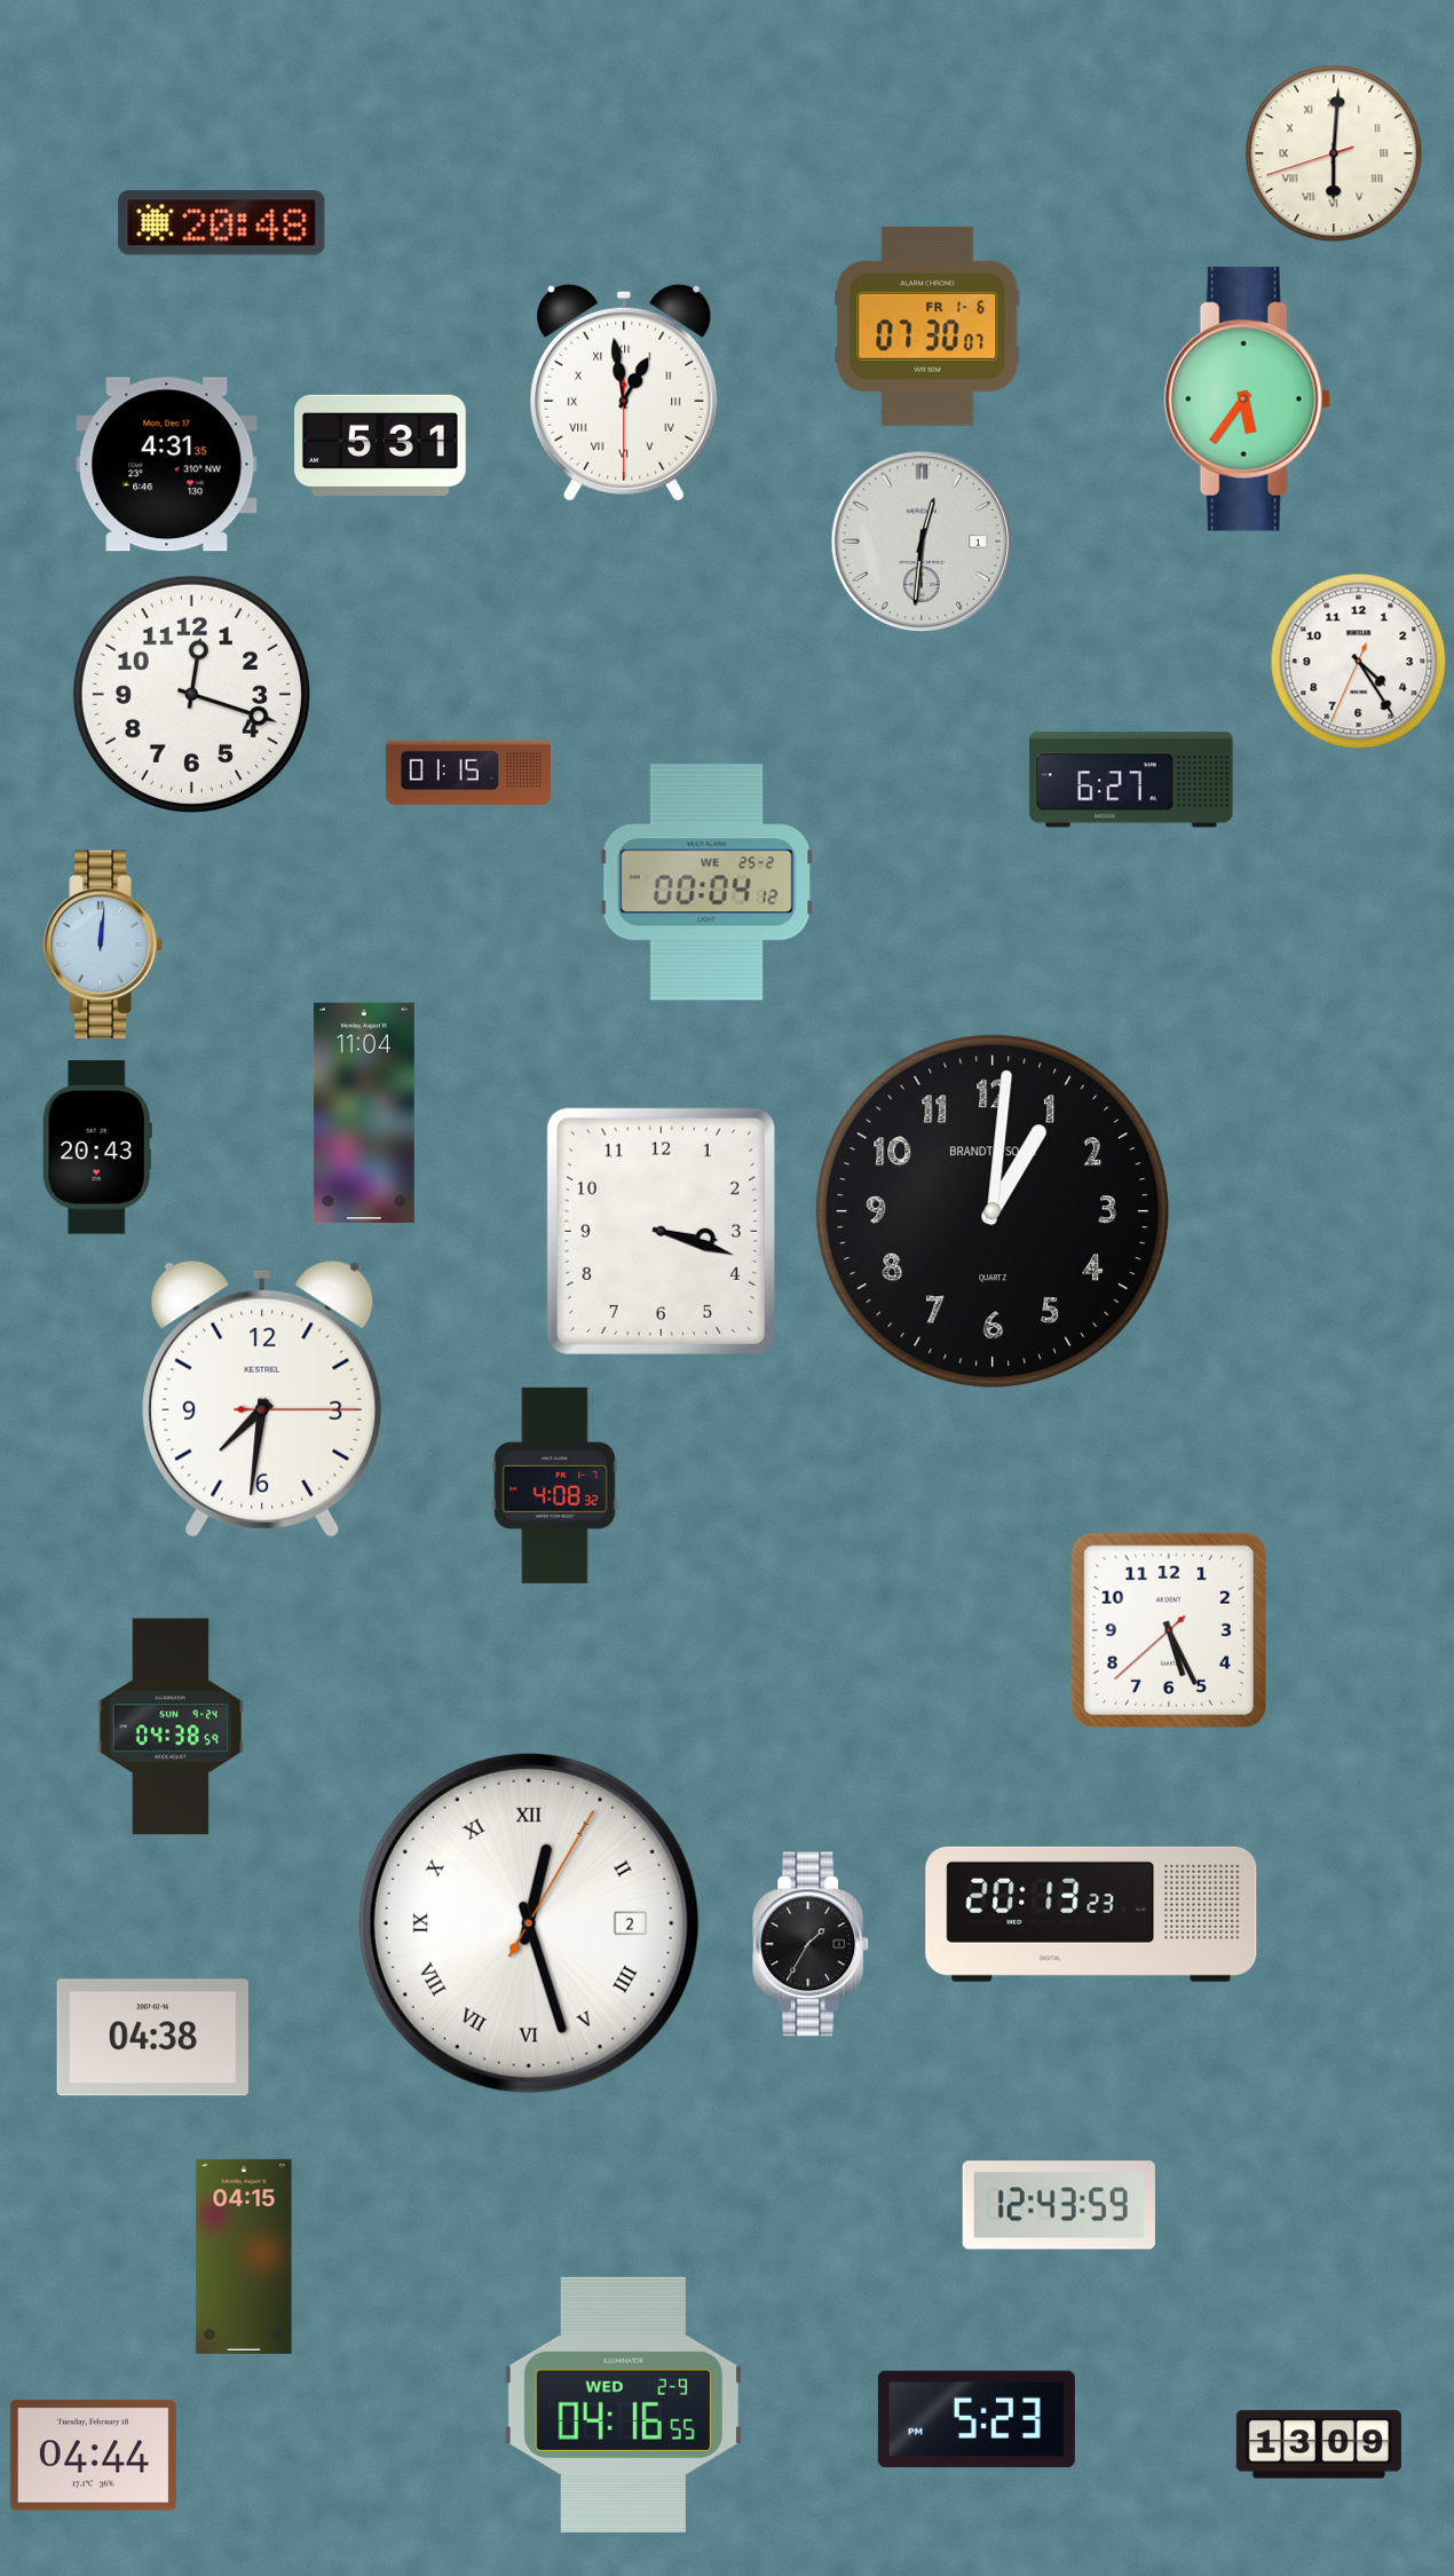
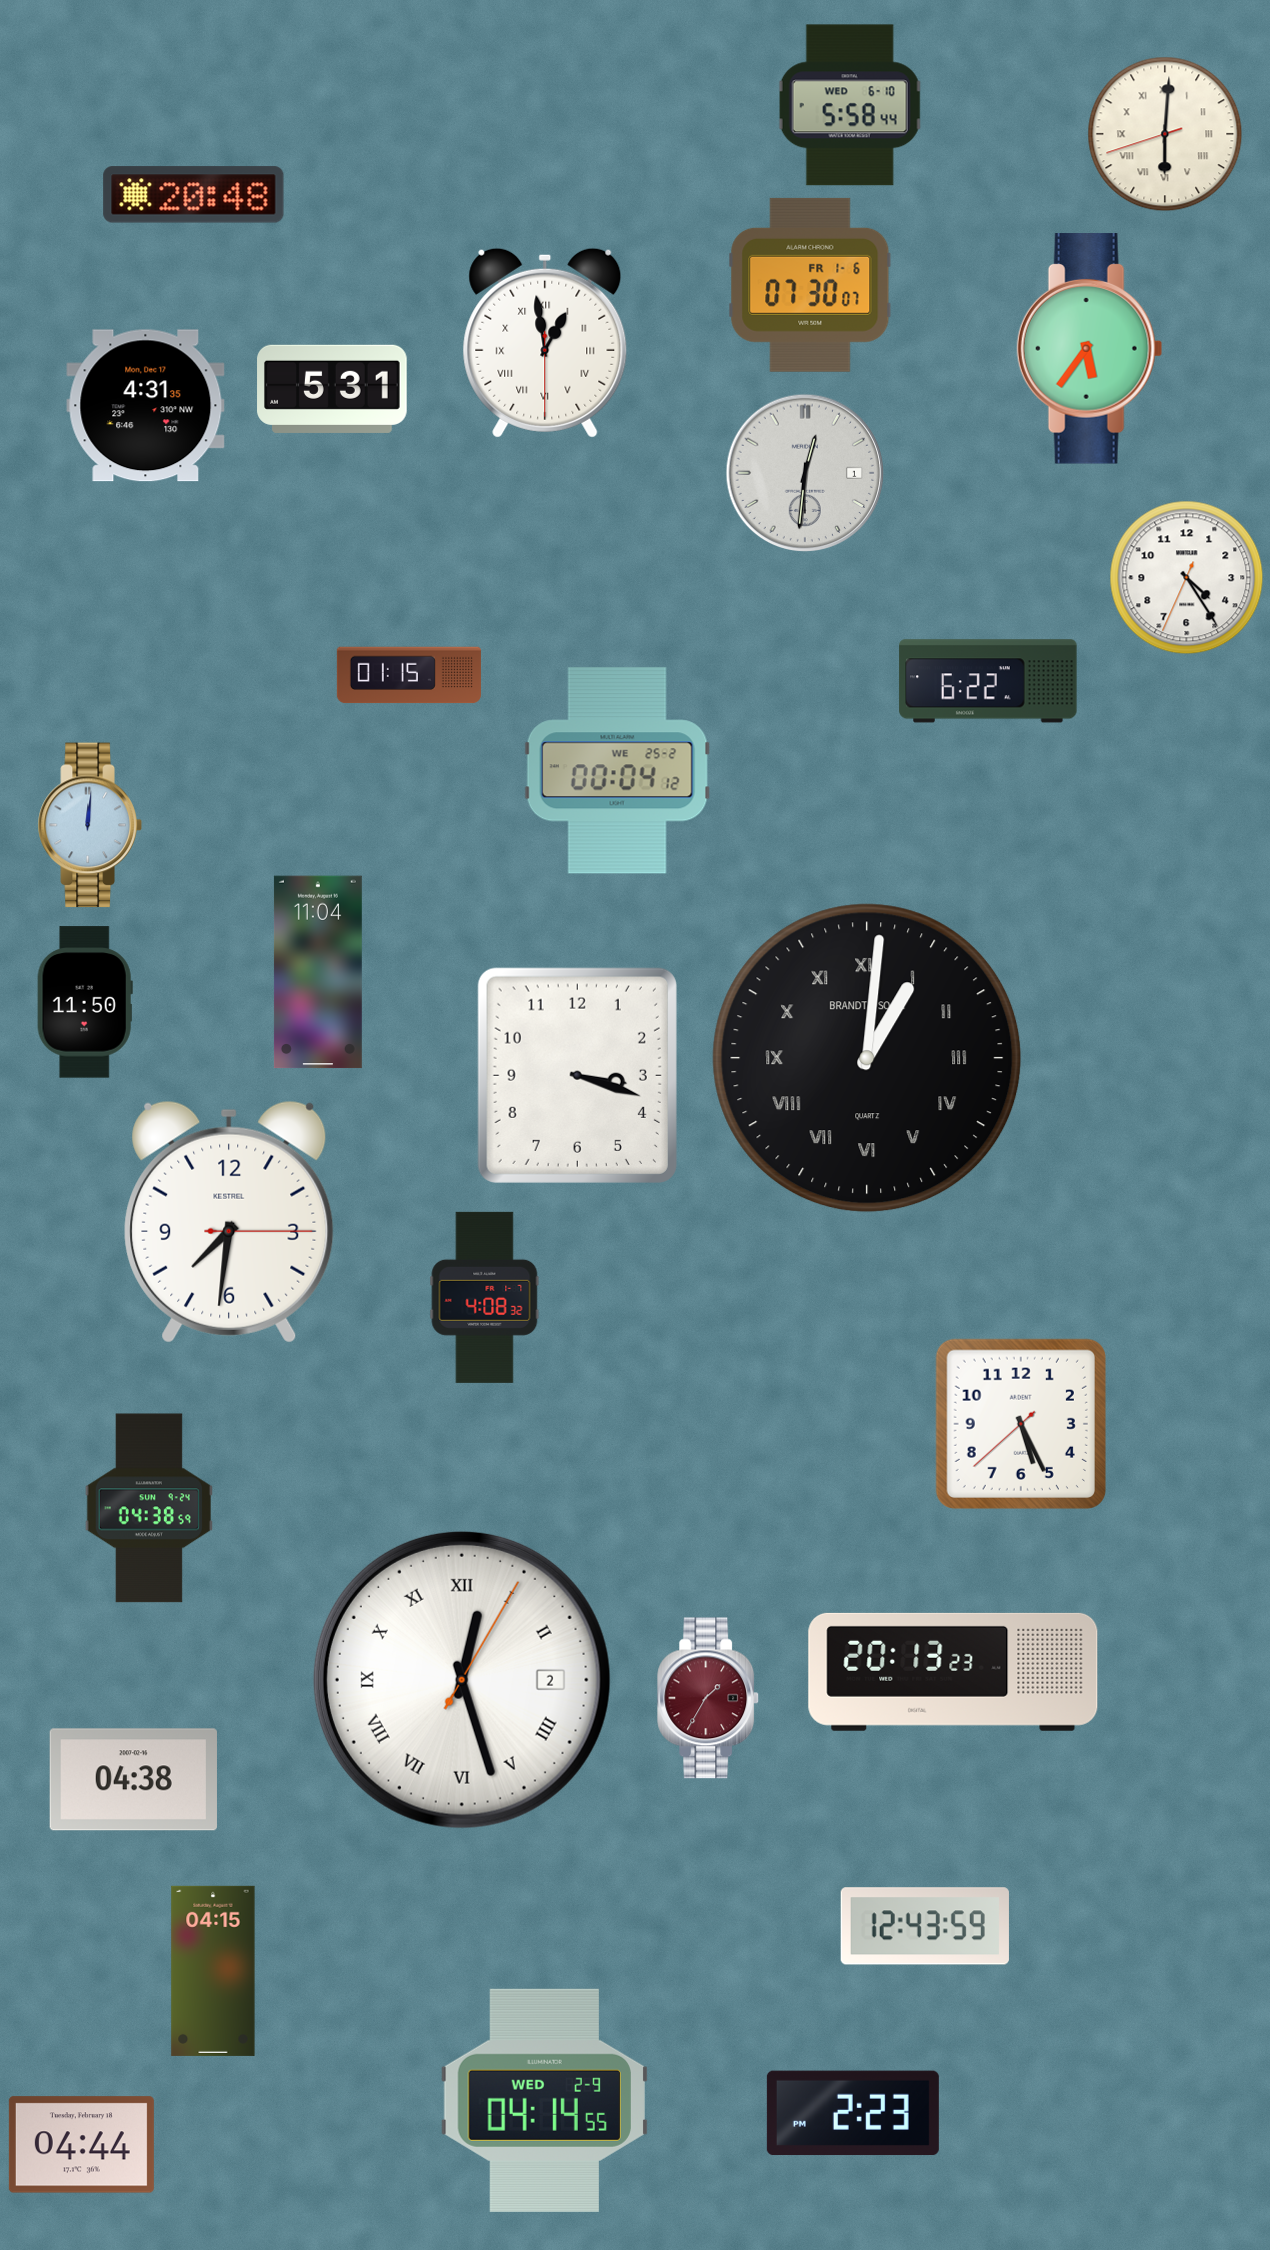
clock at (850, 105): none -> 5:58
clock at (191, 694): 12:18 -> none
clock at (1131, 780): 6:27 -> 6:22
clock at (97, 1147): 20:43 -> 11:50
clock at (993, 1211) numerals: Arabic -> Roman
clock at (812, 1944) dial: black -> burgundy
clock at (623, 2404): 04:16 -> 04:14
clock at (977, 2419): 5:23 -> 2:23
clock at (1319, 2444): 13:09 -> none
